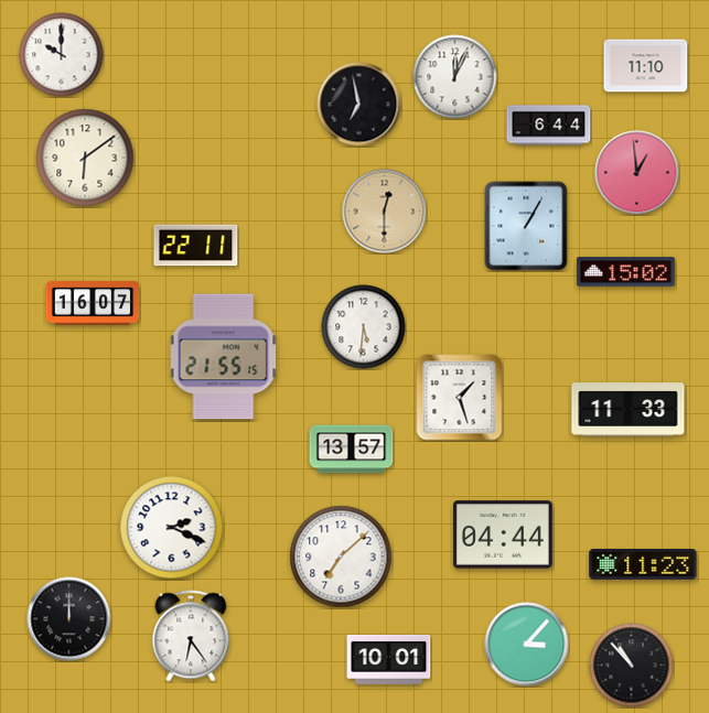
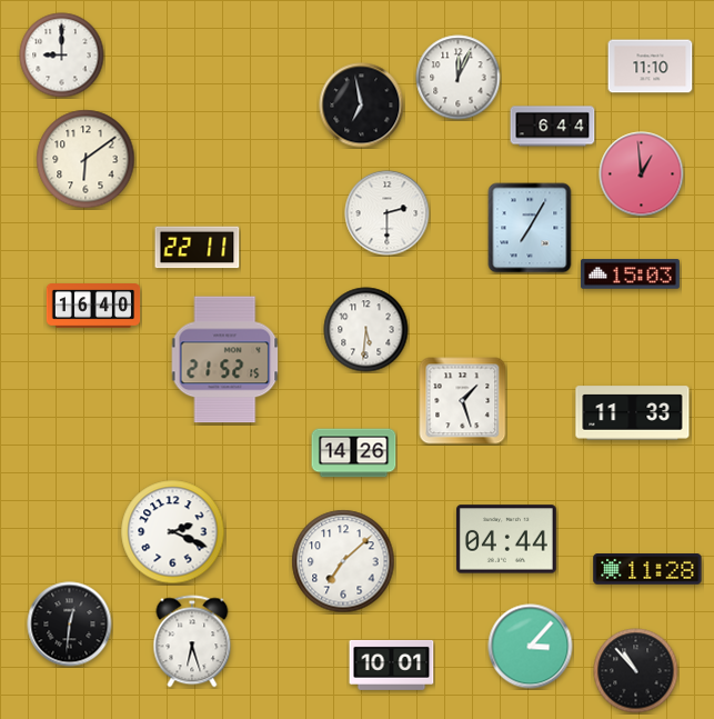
clock at (62, 55): 10:00 -> 9:00
clock at (385, 212): 12:30 -> 2:30
clock at (385, 212) dial: champagne -> white
clock at (526, 226): 1:05 -> 7:05
clock at (625, 272): 15:02 -> 15:03
clock at (93, 304): 16:07 -> 16:40
clock at (224, 357): 21:55 -> 21:52
clock at (352, 450): 13:57 -> 14:26
clock at (643, 565): 11:23 -> 11:28
clock at (69, 619): 12:00 -> 12:31
clock at (191, 636): 6:24 -> 6:27
clock at (527, 645) position: (527, 645) -> (531, 647)
